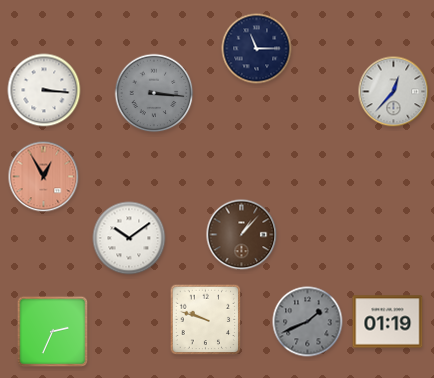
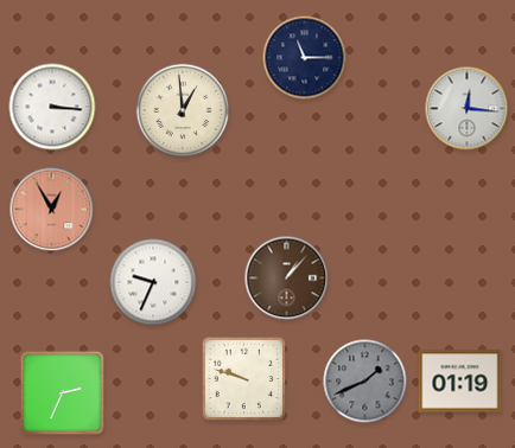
clock at (394, 92): 12:37 -> 12:16
clock at (154, 93): 3:16 -> 12:59
clock at (154, 93) dial: grey -> cream
clock at (129, 238): 10:09 -> 9:34
